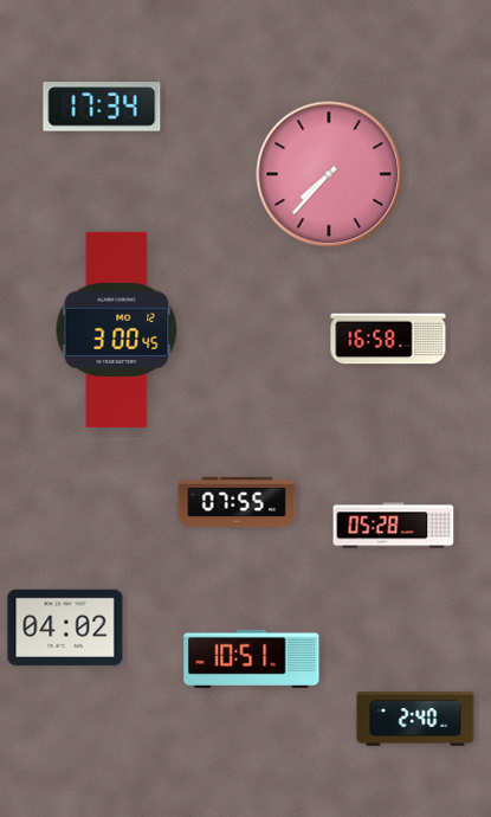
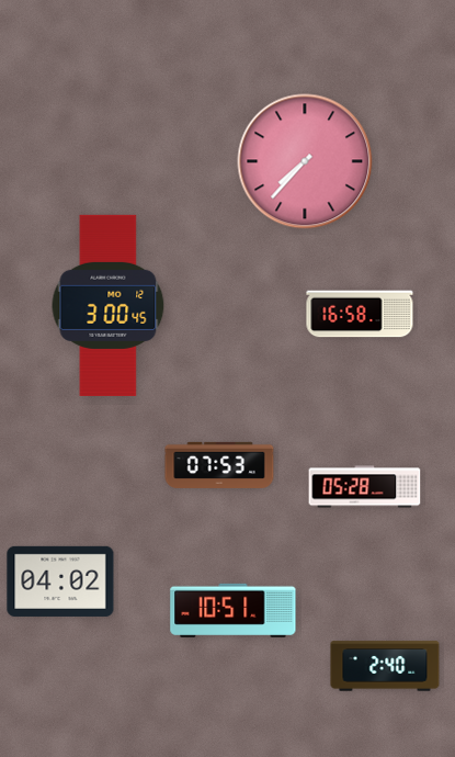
clock at (102, 107): 17:34 -> none
clock at (237, 502): 07:55 -> 07:53
